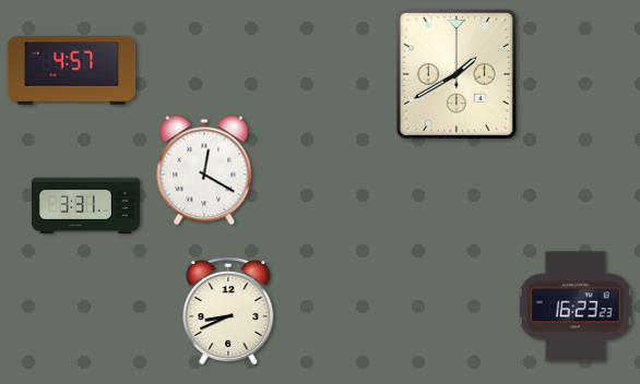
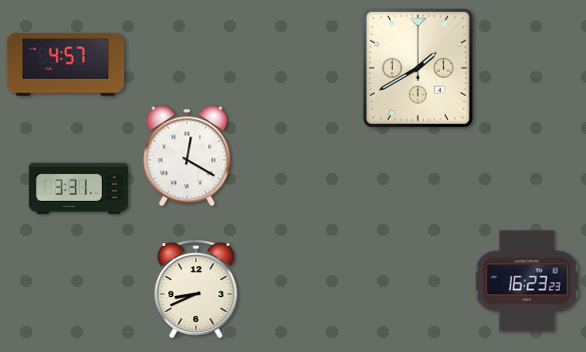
clock at (228, 311) position: (228, 311) -> (196, 289)
